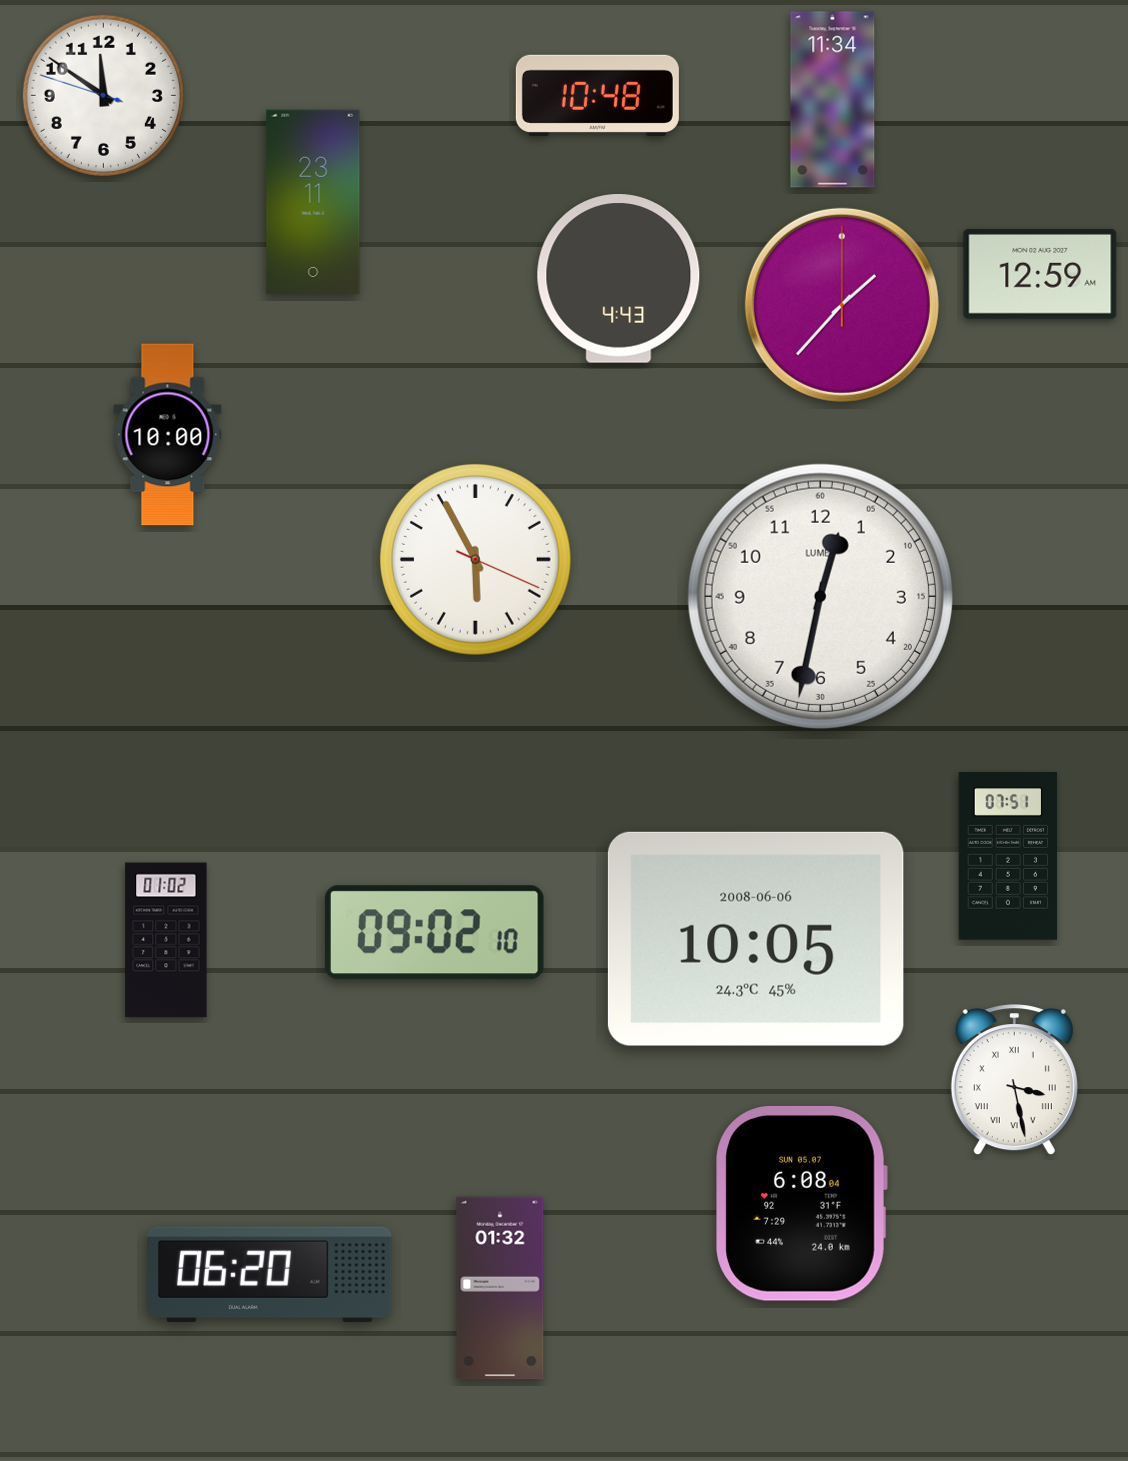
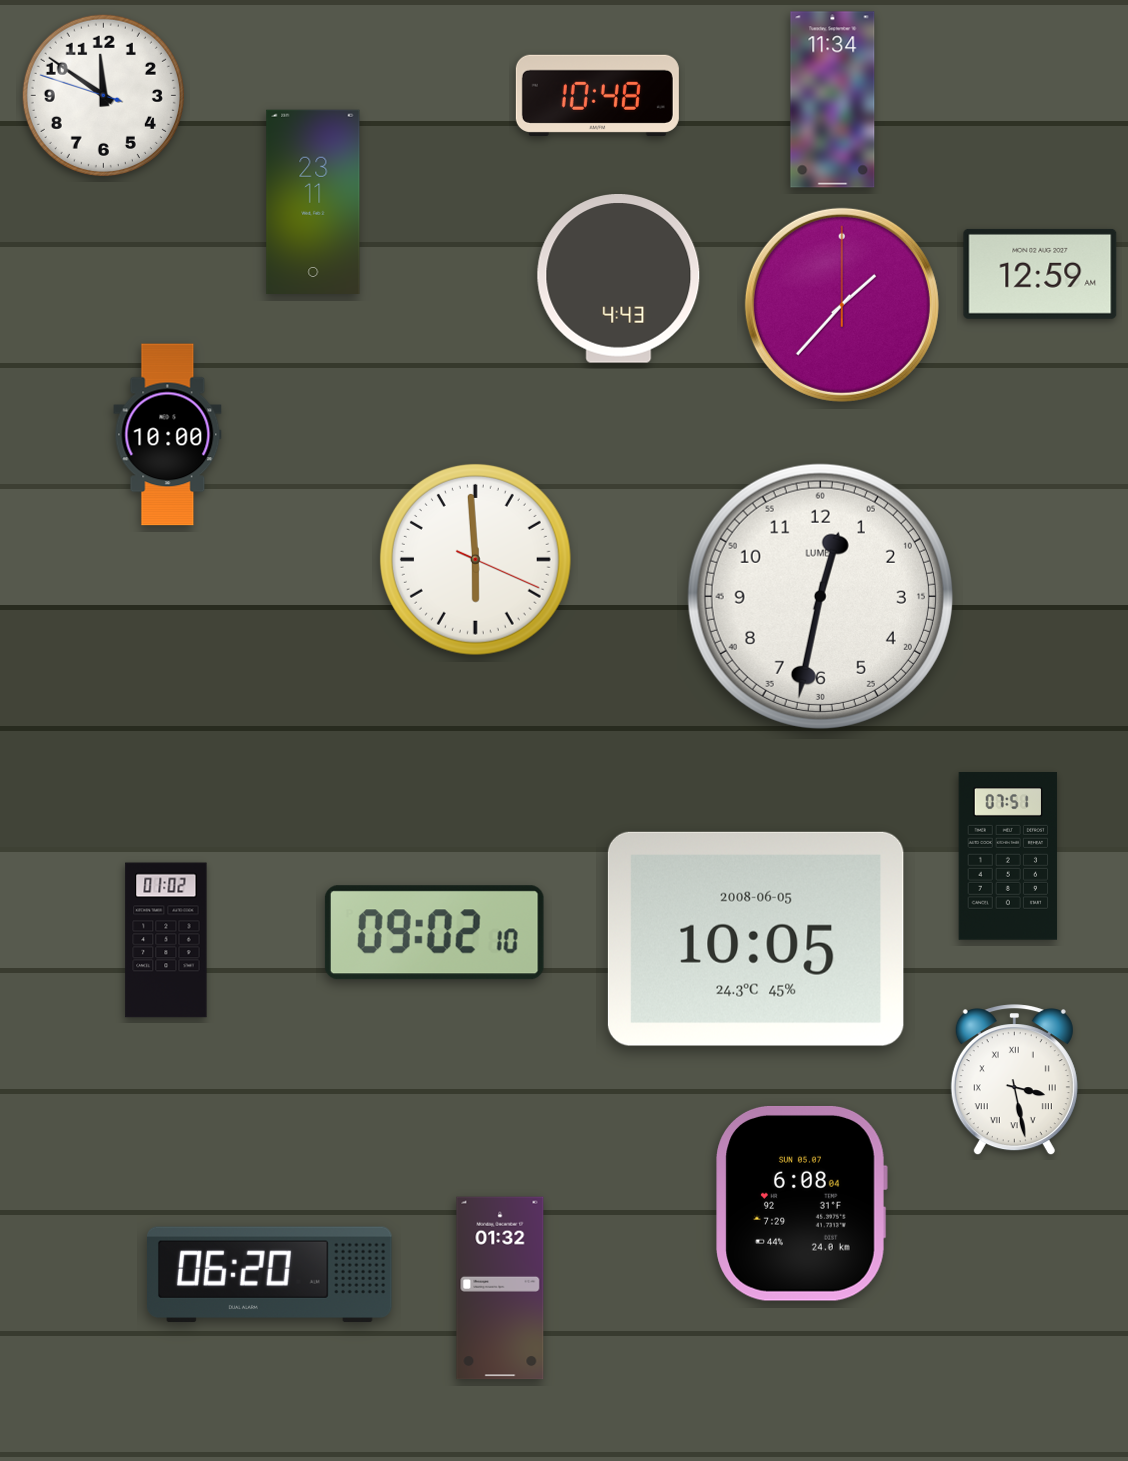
clock at (475, 559): 5:55 -> 5:59
clock at (756, 939) date: 2008-06-06 -> 2008-06-05
